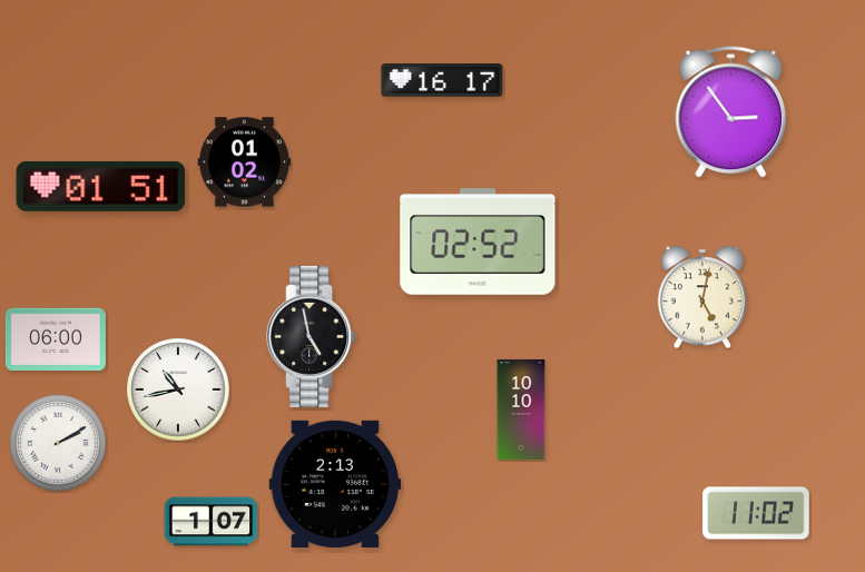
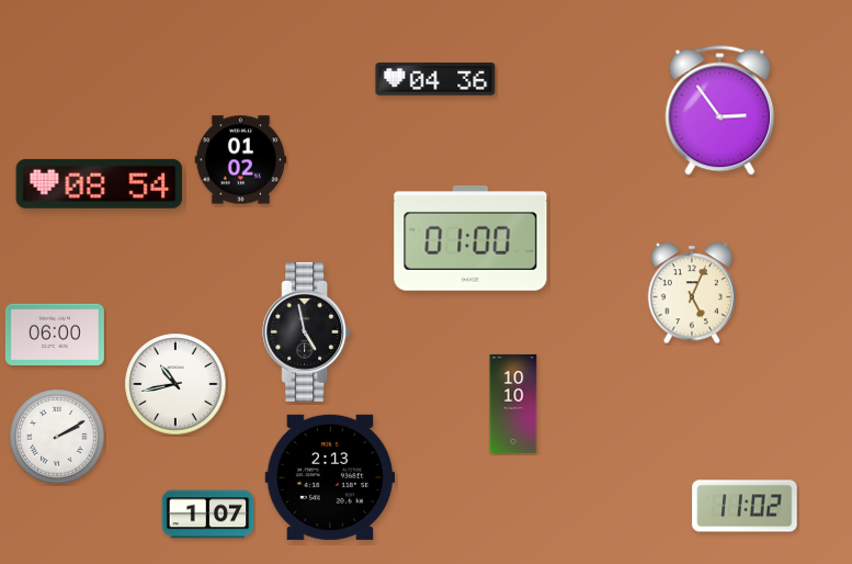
clock at (442, 81): 16:17 -> 04:36
clock at (101, 186): 01:51 -> 08:54
clock at (478, 243): 02:52 -> 01:00
clock at (702, 297): 5:02 -> 5:04
